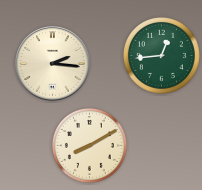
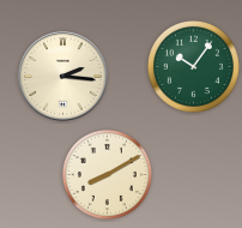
clock at (161, 55): 12:44 -> 10:06
